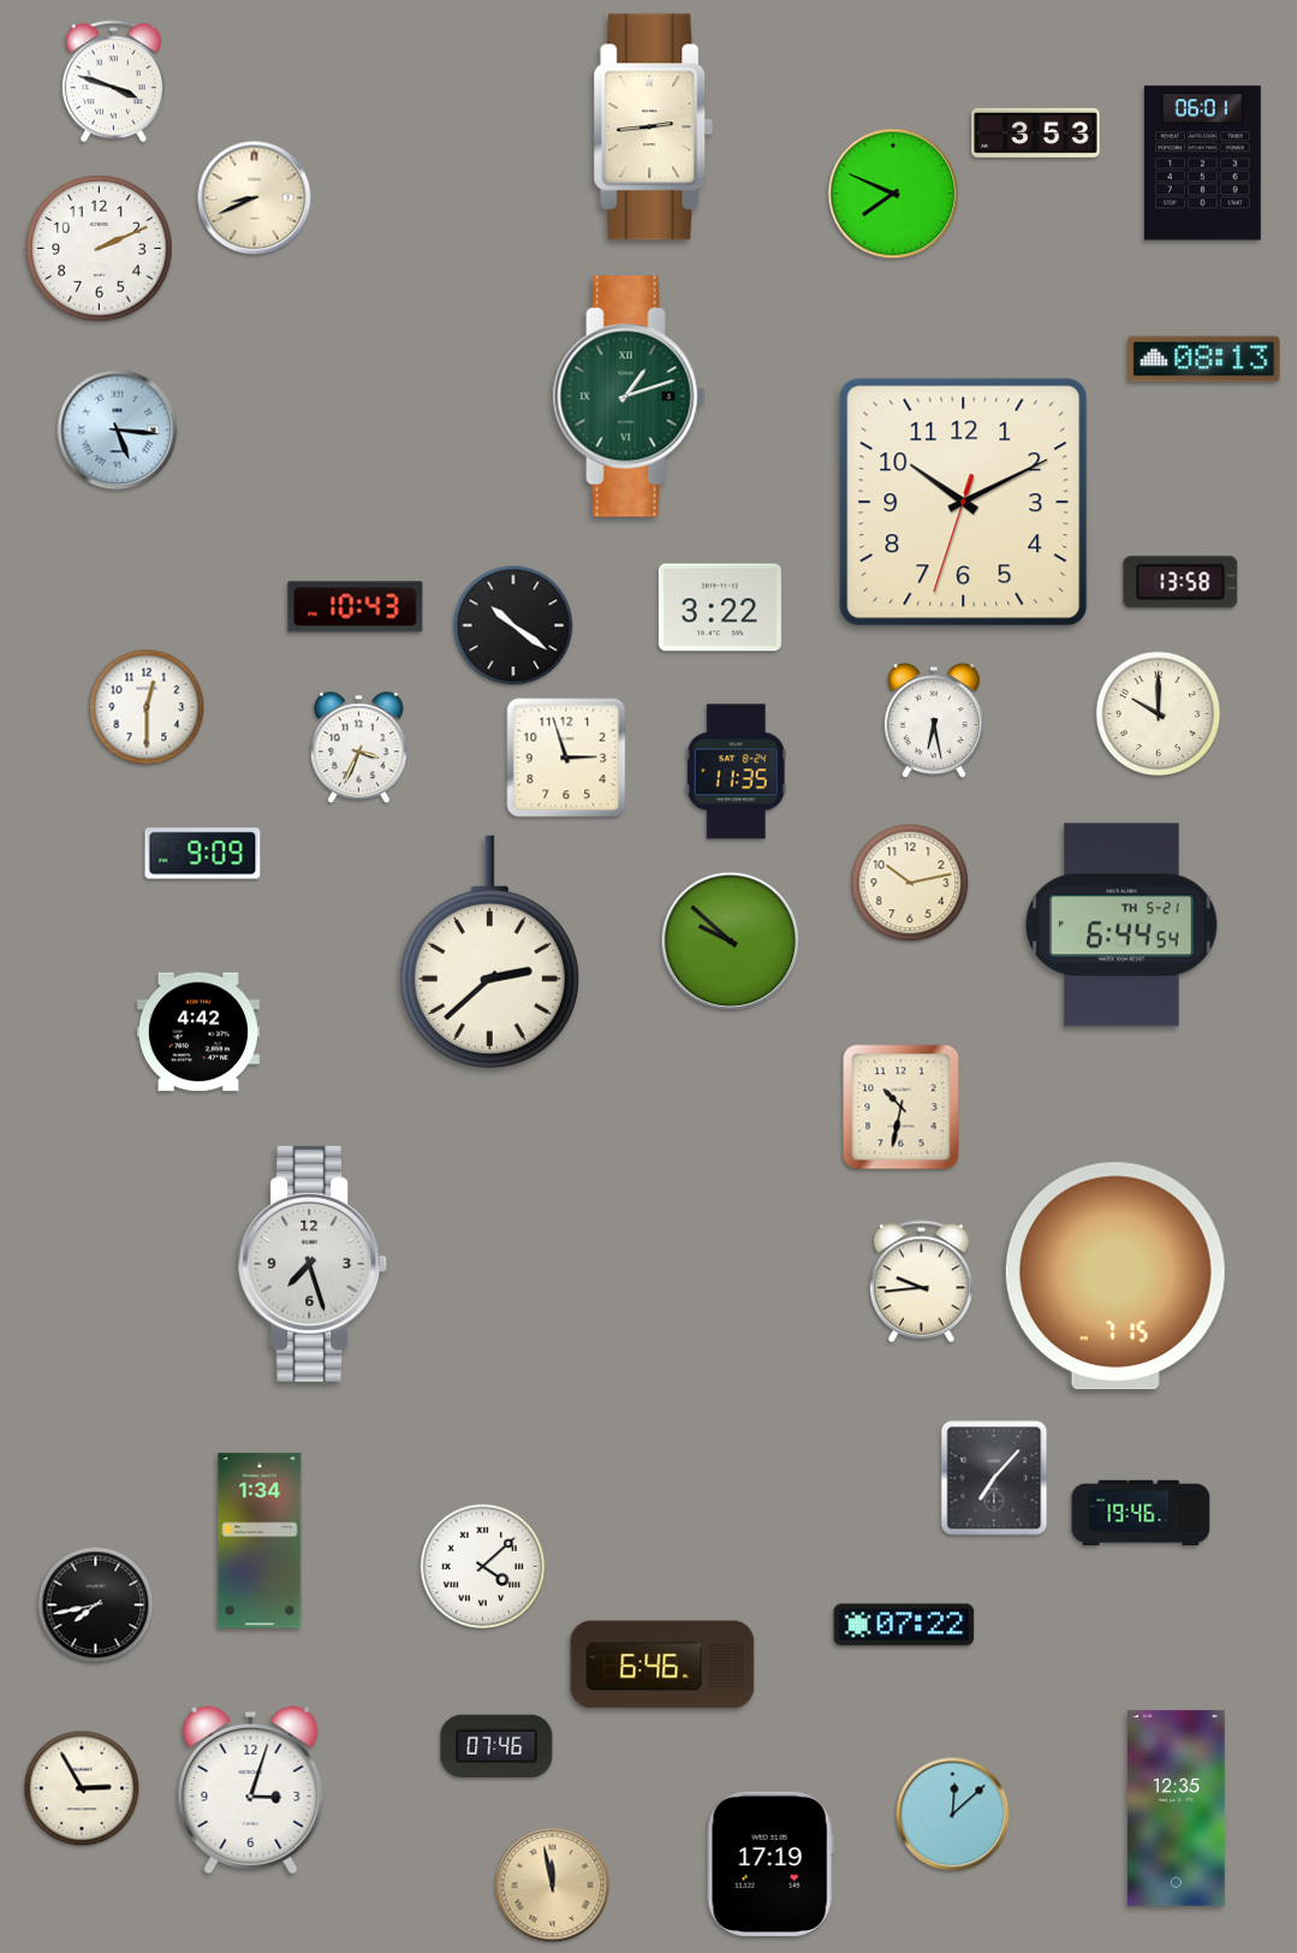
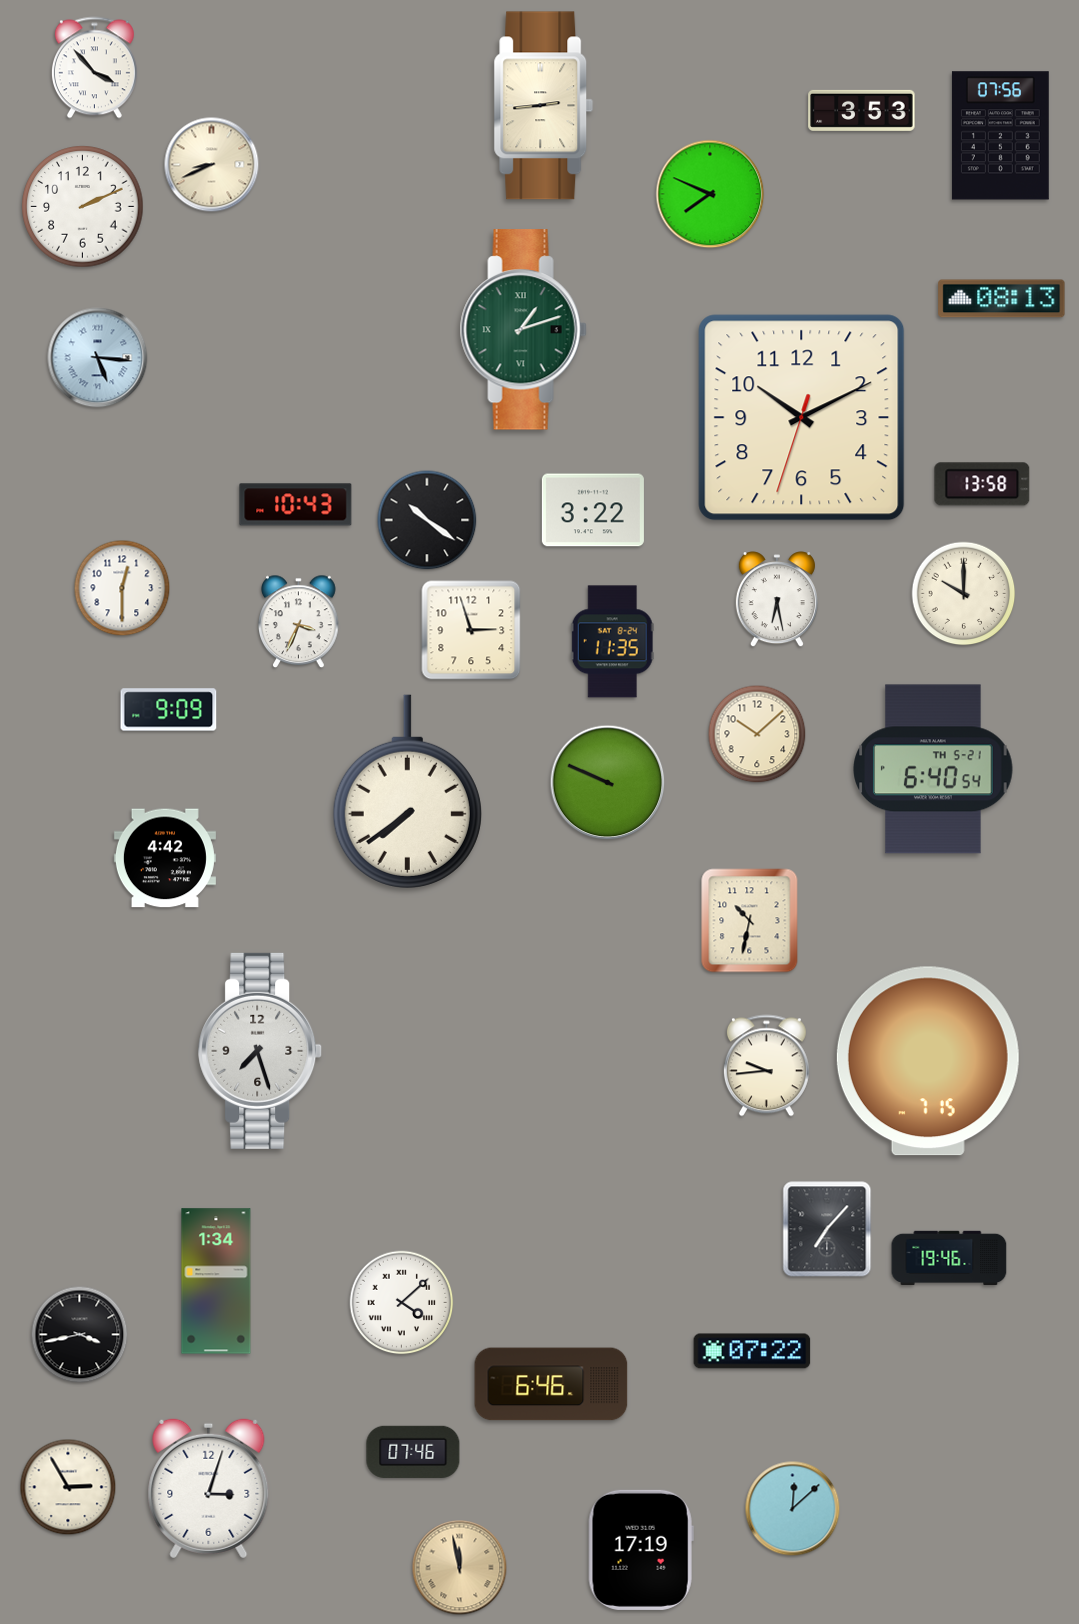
clock at (113, 82): 3:48 -> 3:53
clock at (1202, 164): 06:01 -> 07:56
clock at (893, 194) position: (893, 194) -> (710, 194)
clock at (720, 607) position: (720, 607) -> (593, 510)
clock at (910, 883): 10:13 -> 10:08
clock at (1122, 925): 6:44 -> 6:40
clock at (731, 942): 9:52 -> 9:49
clock at (489, 951): 2:38 -> 7:39
clock at (96, 1605): 7:43 -> 3:43
clock at (1177, 1809): 12:35 -> none
